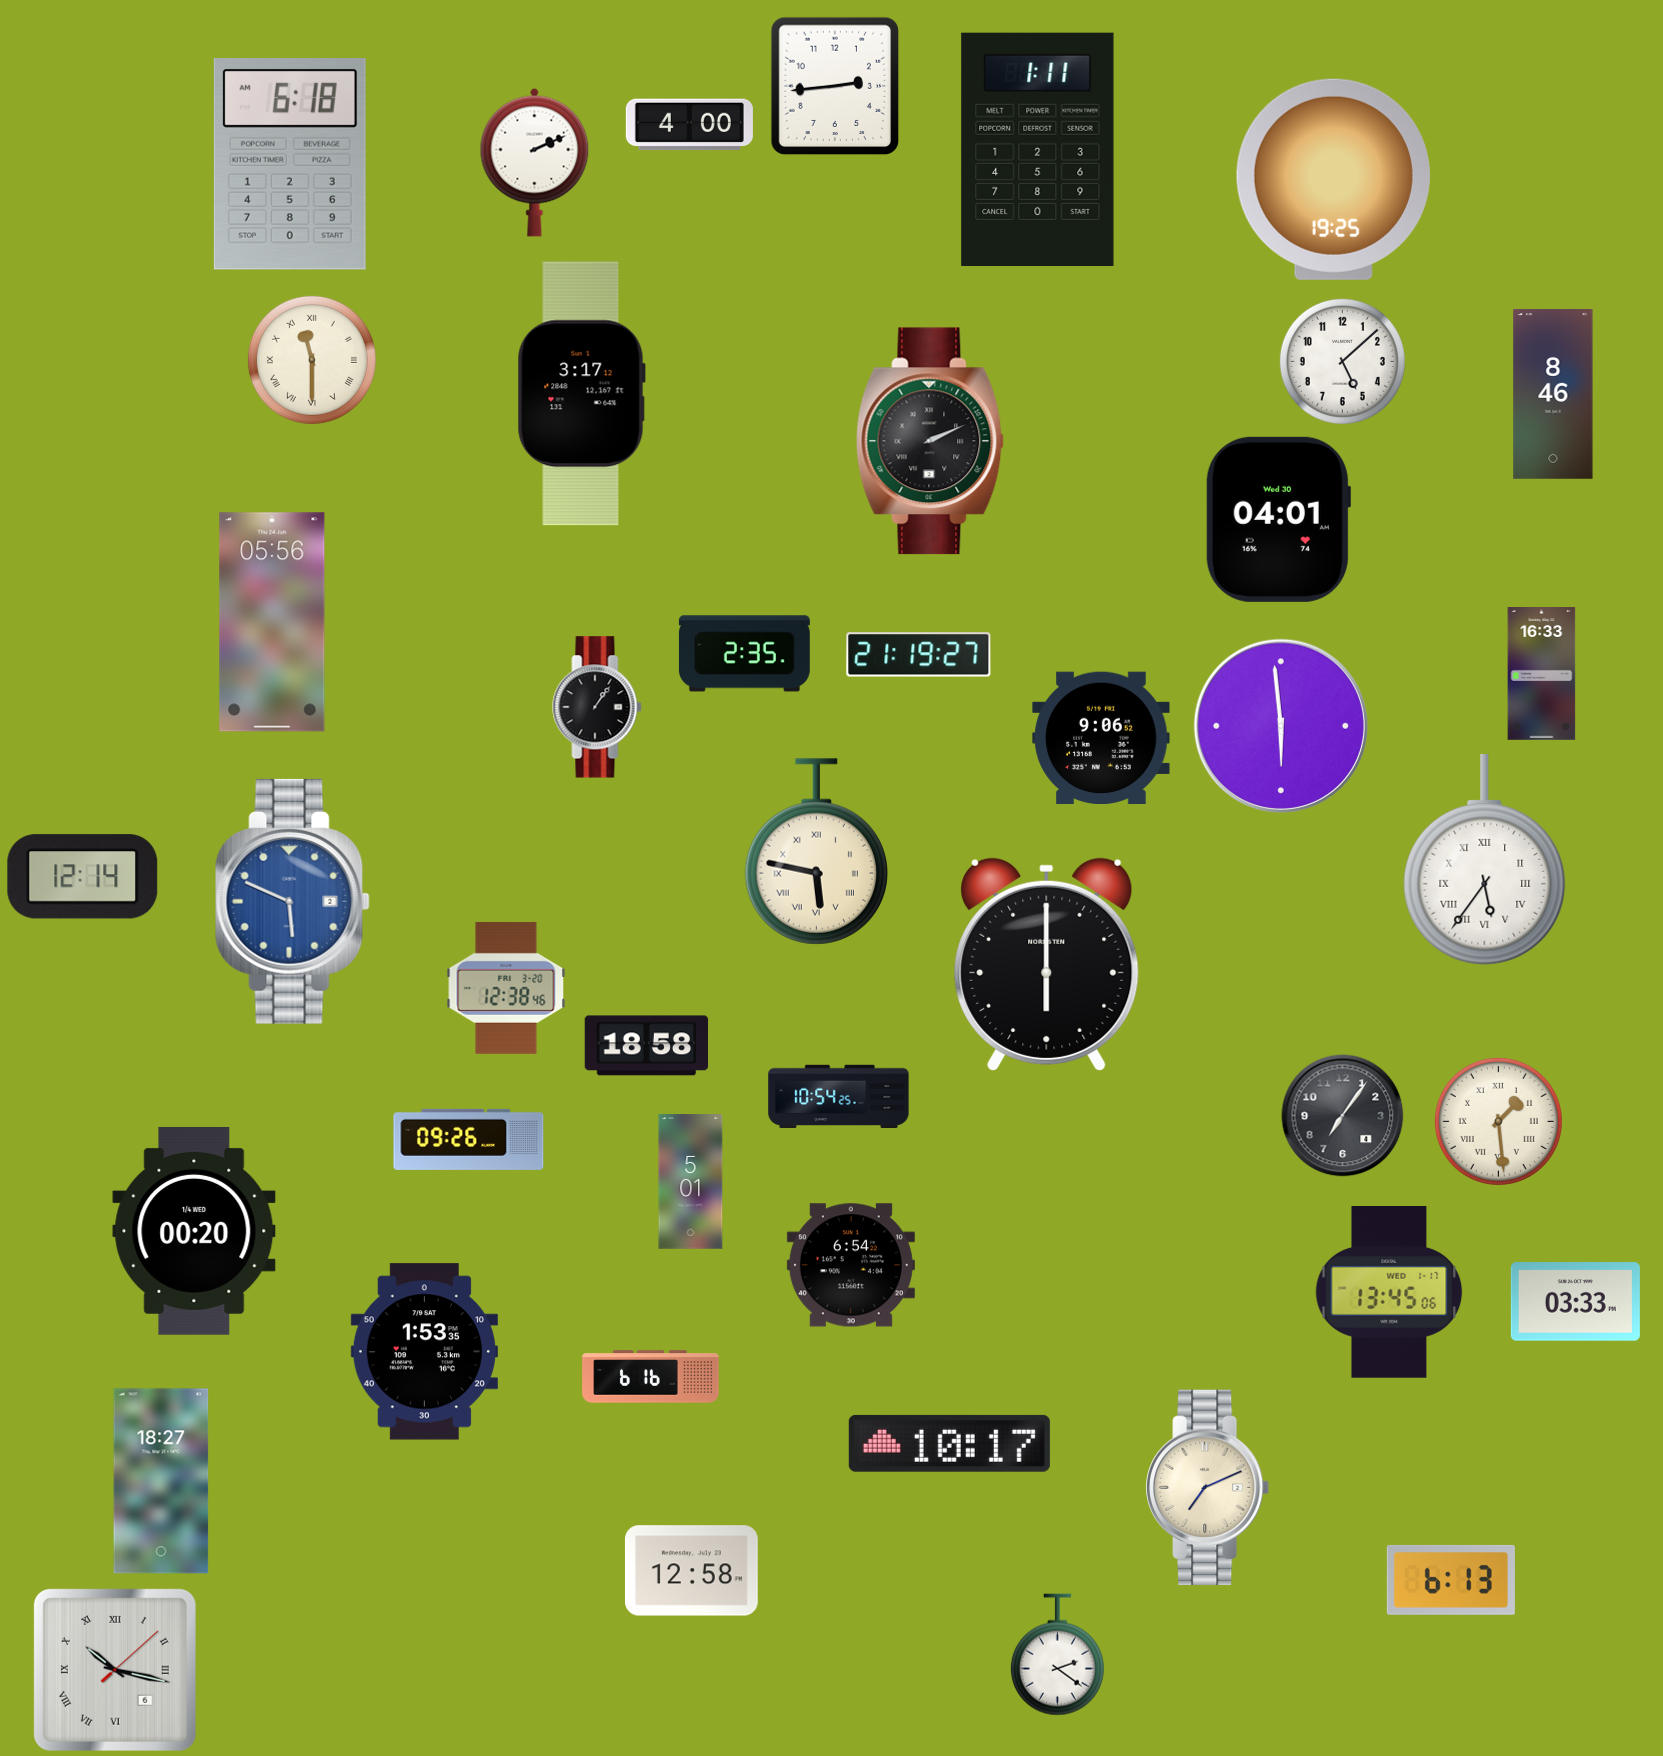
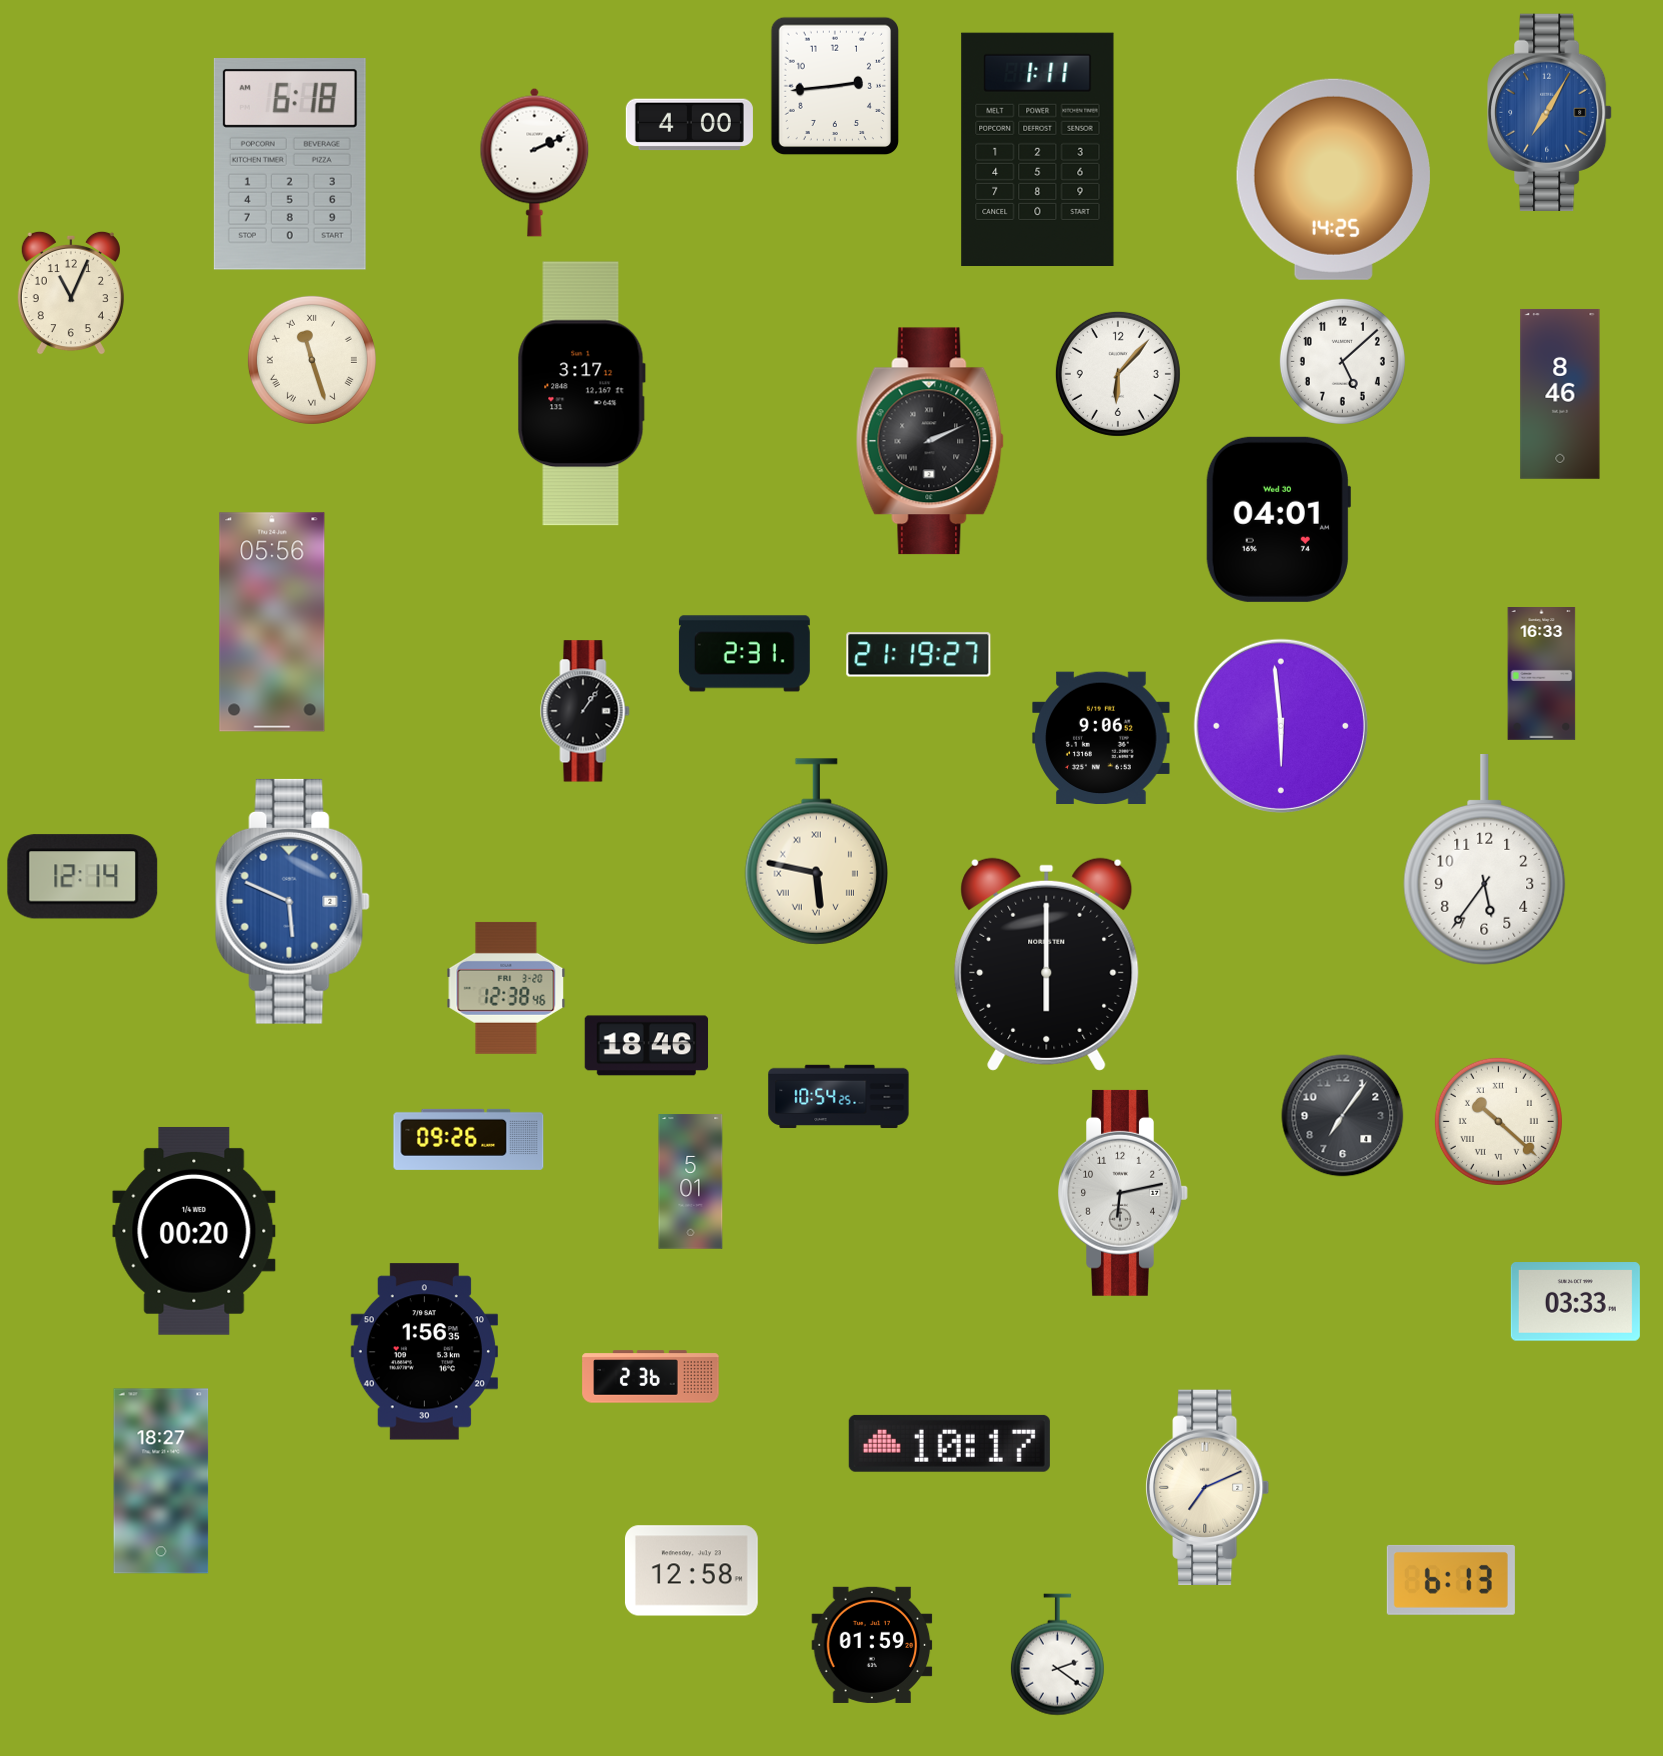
clock at (1550, 112): none -> 7:05
clock at (1333, 179): 19:25 -> 14:25
clock at (71, 293): none -> 11:04
clock at (312, 360): 11:30 -> 11:27
clock at (1118, 374): none -> 6:07
clock at (1553, 394) position: (1553, 394) -> (1560, 394)
clock at (744, 654): 2:35 -> 2:31
clock at (597, 707) position: (597, 707) -> (585, 711)
clock at (1485, 860) numerals: Roman -> Arabic
clock at (647, 1046): 18:58 -> 18:46
clock at (1498, 1121): 1:29 -> 10:22
clock at (1123, 1193): none -> 6:13
clock at (851, 1265): 6:54 -> none
clock at (1389, 1293): 13:45 -> none
clock at (424, 1352): 1:53 -> 1:56
clock at (651, 1377): 6:16 -> 2:36
clock at (872, 1645): none -> 01:59
clock at (115, 1670): 10:17 -> none
